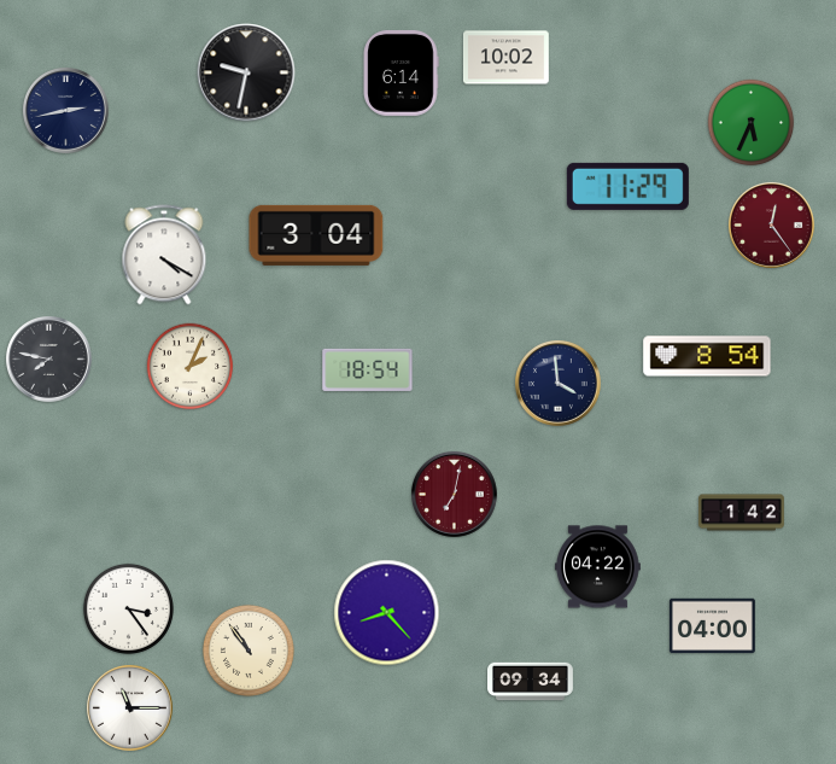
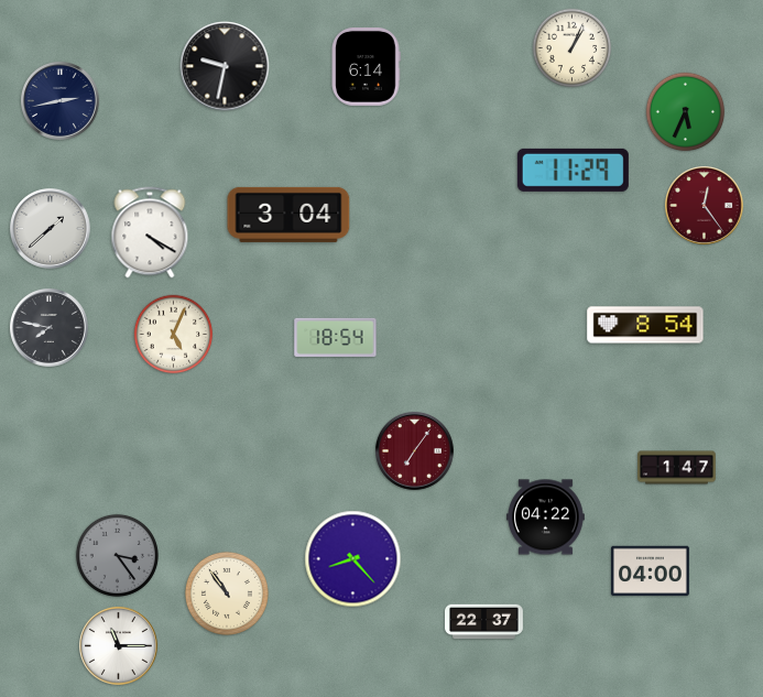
clock at (573, 48): none -> 1:04
clock at (505, 58): 10:02 -> none
clock at (51, 229): none -> 1:38
clock at (48, 358) position: (48, 358) -> (48, 327)
clock at (191, 367): 2:04 -> 5:04
clock at (557, 383): 3:59 -> none
clock at (454, 494): 7:02 -> 7:06
clock at (742, 513): 1:42 -> 1:47
clock at (128, 608) dial: white -> grey
clock at (531, 682): 09:34 -> 22:37
